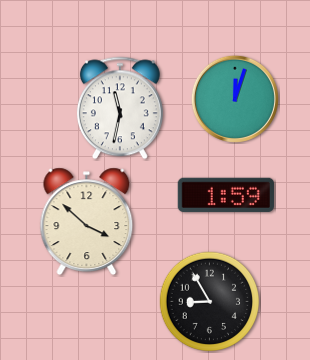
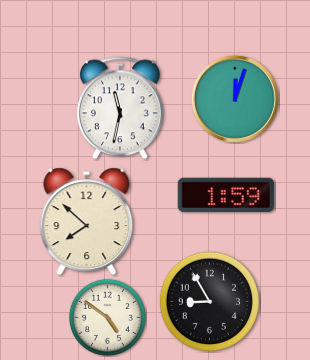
clock at (87, 222): 3:52 -> 7:52
clock at (107, 317): none -> 4:51
